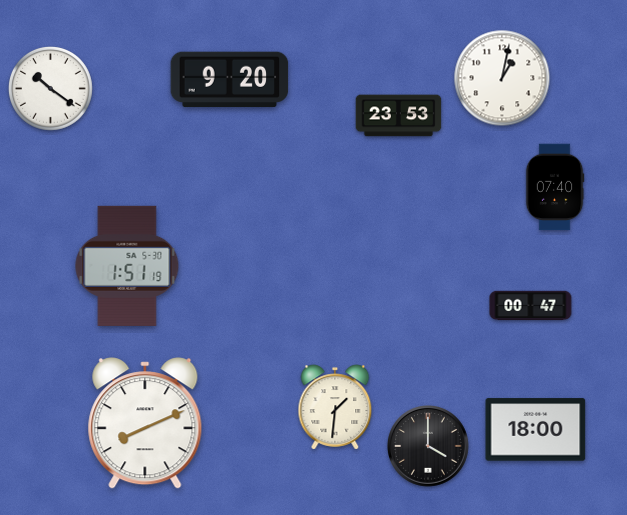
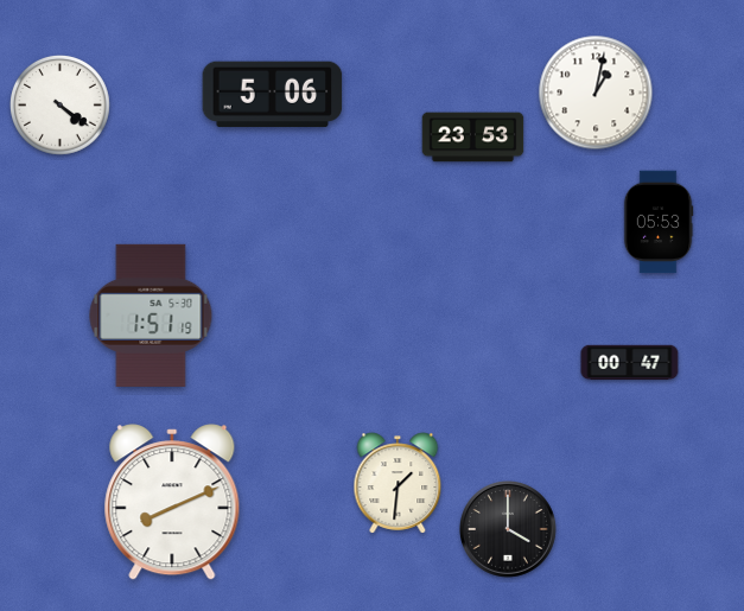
clock at (230, 80): 9:20 -> 5:06
clock at (51, 89): 10:21 -> 4:21
clock at (555, 187): 07:40 -> 05:53
clock at (536, 430): 18:00 -> none
